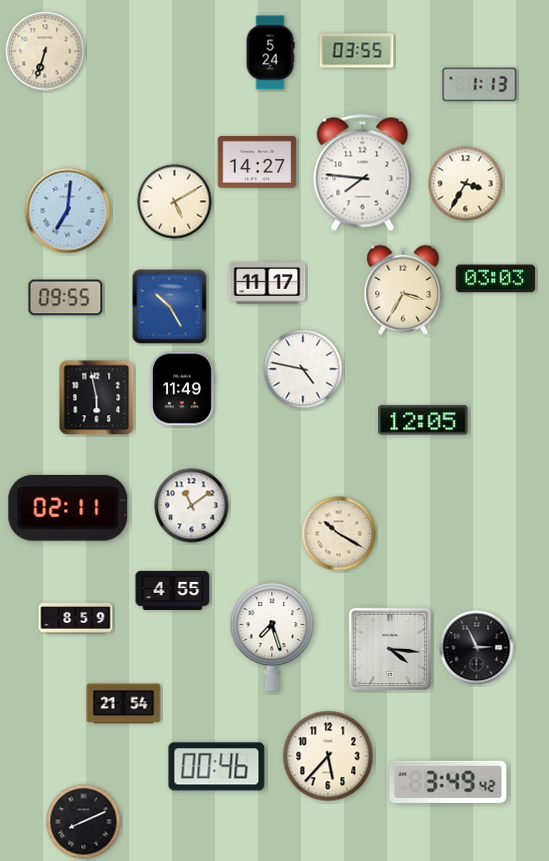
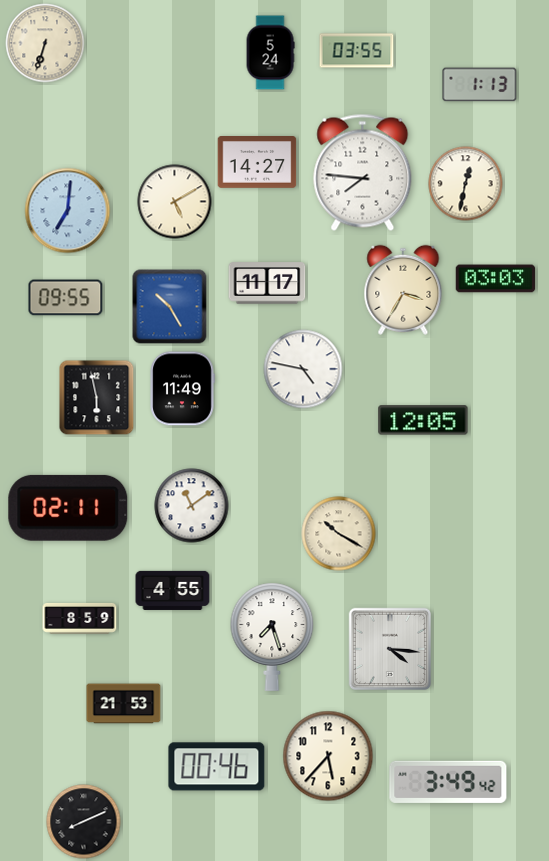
clock at (45, 51) position: (45, 51) -> (45, 43)
clock at (466, 184): 3:35 -> 12:32
clock at (76, 618) position: (76, 618) -> (80, 618)
clock at (477, 648): 2:56 -> none
clock at (124, 704): 21:54 -> 21:53
